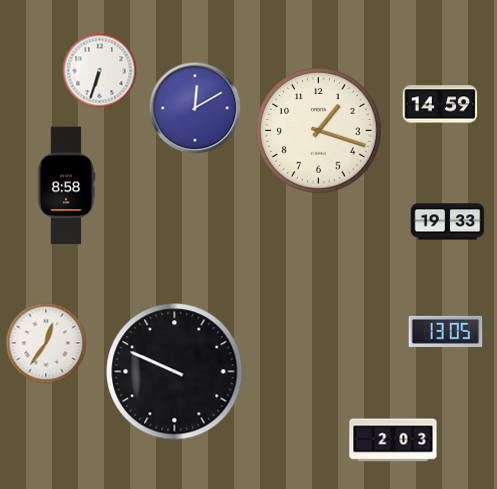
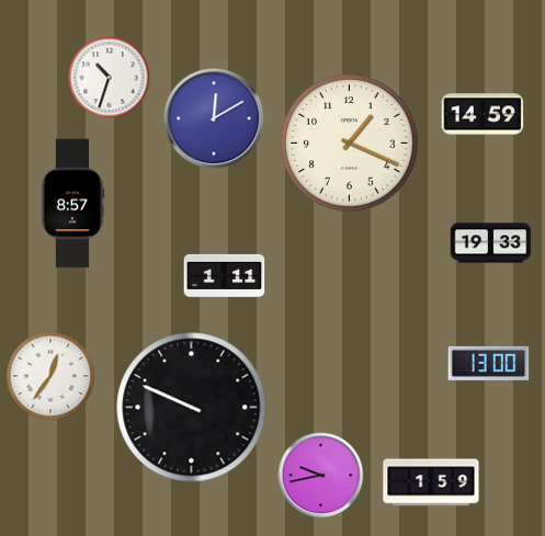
clock at (100, 71): 6:33 -> 10:33
clock at (319, 131): 1:18 -> 1:19
clock at (66, 186): 8:58 -> 8:57
clock at (225, 275): none -> 1:11
clock at (446, 331): 13:05 -> 13:00
clock at (321, 476): none -> 9:43
clock at (393, 440): 2:03 -> 1:59
